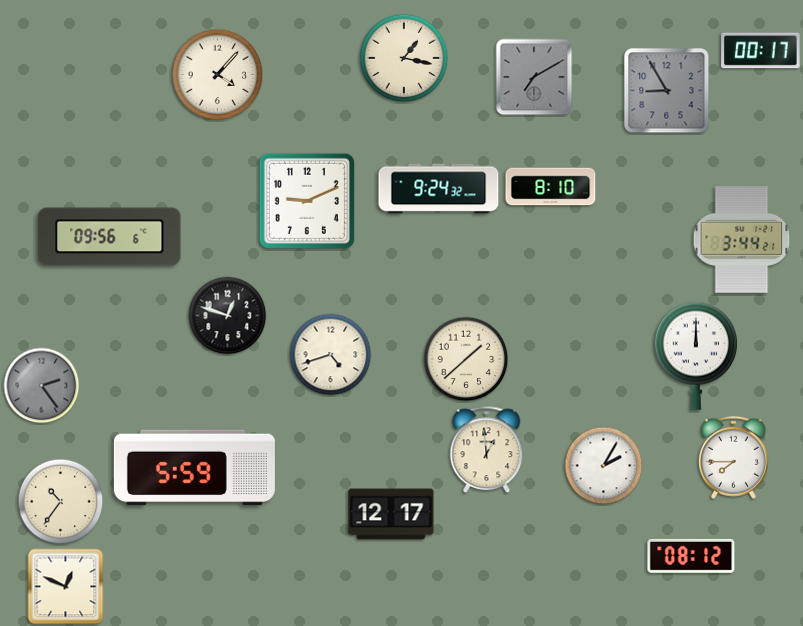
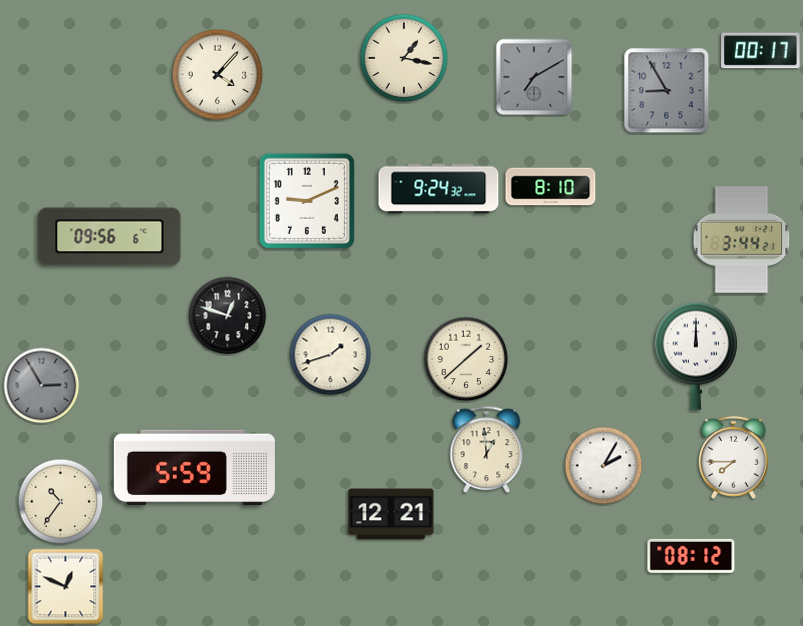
clock at (331, 355): 4:42 -> 1:42
clock at (42, 386): 2:24 -> 2:55
clock at (391, 514): 12:17 -> 12:21
